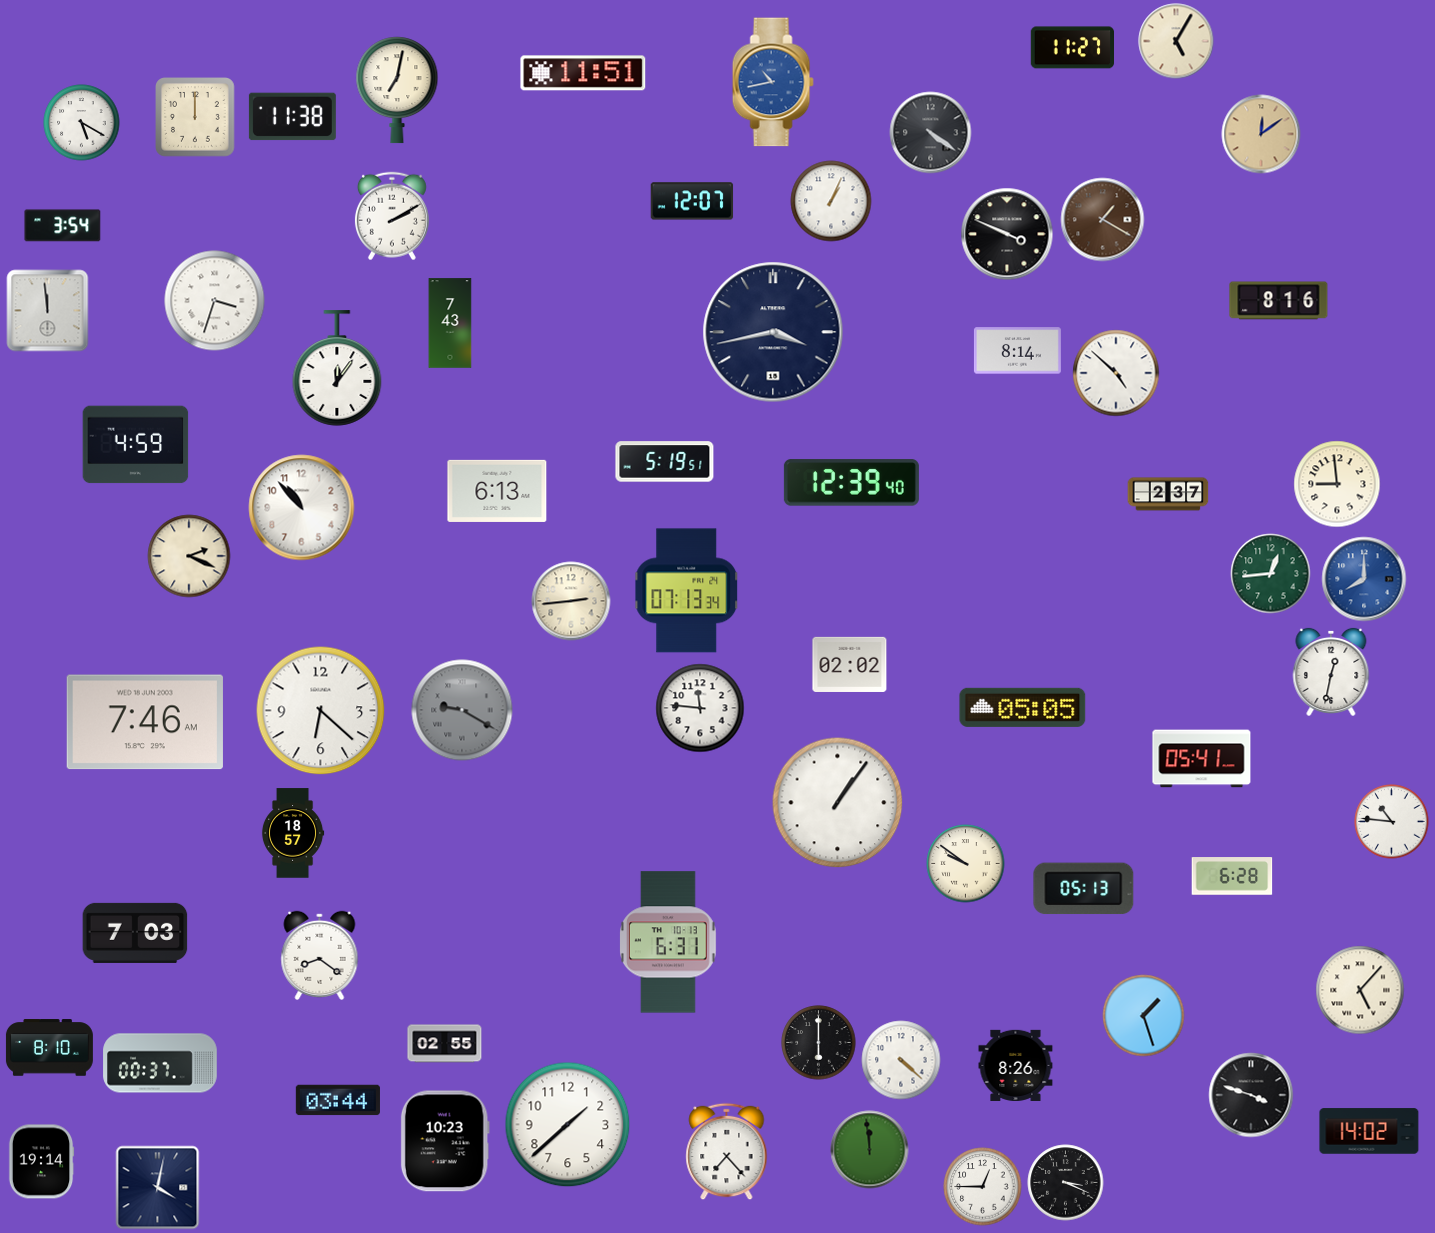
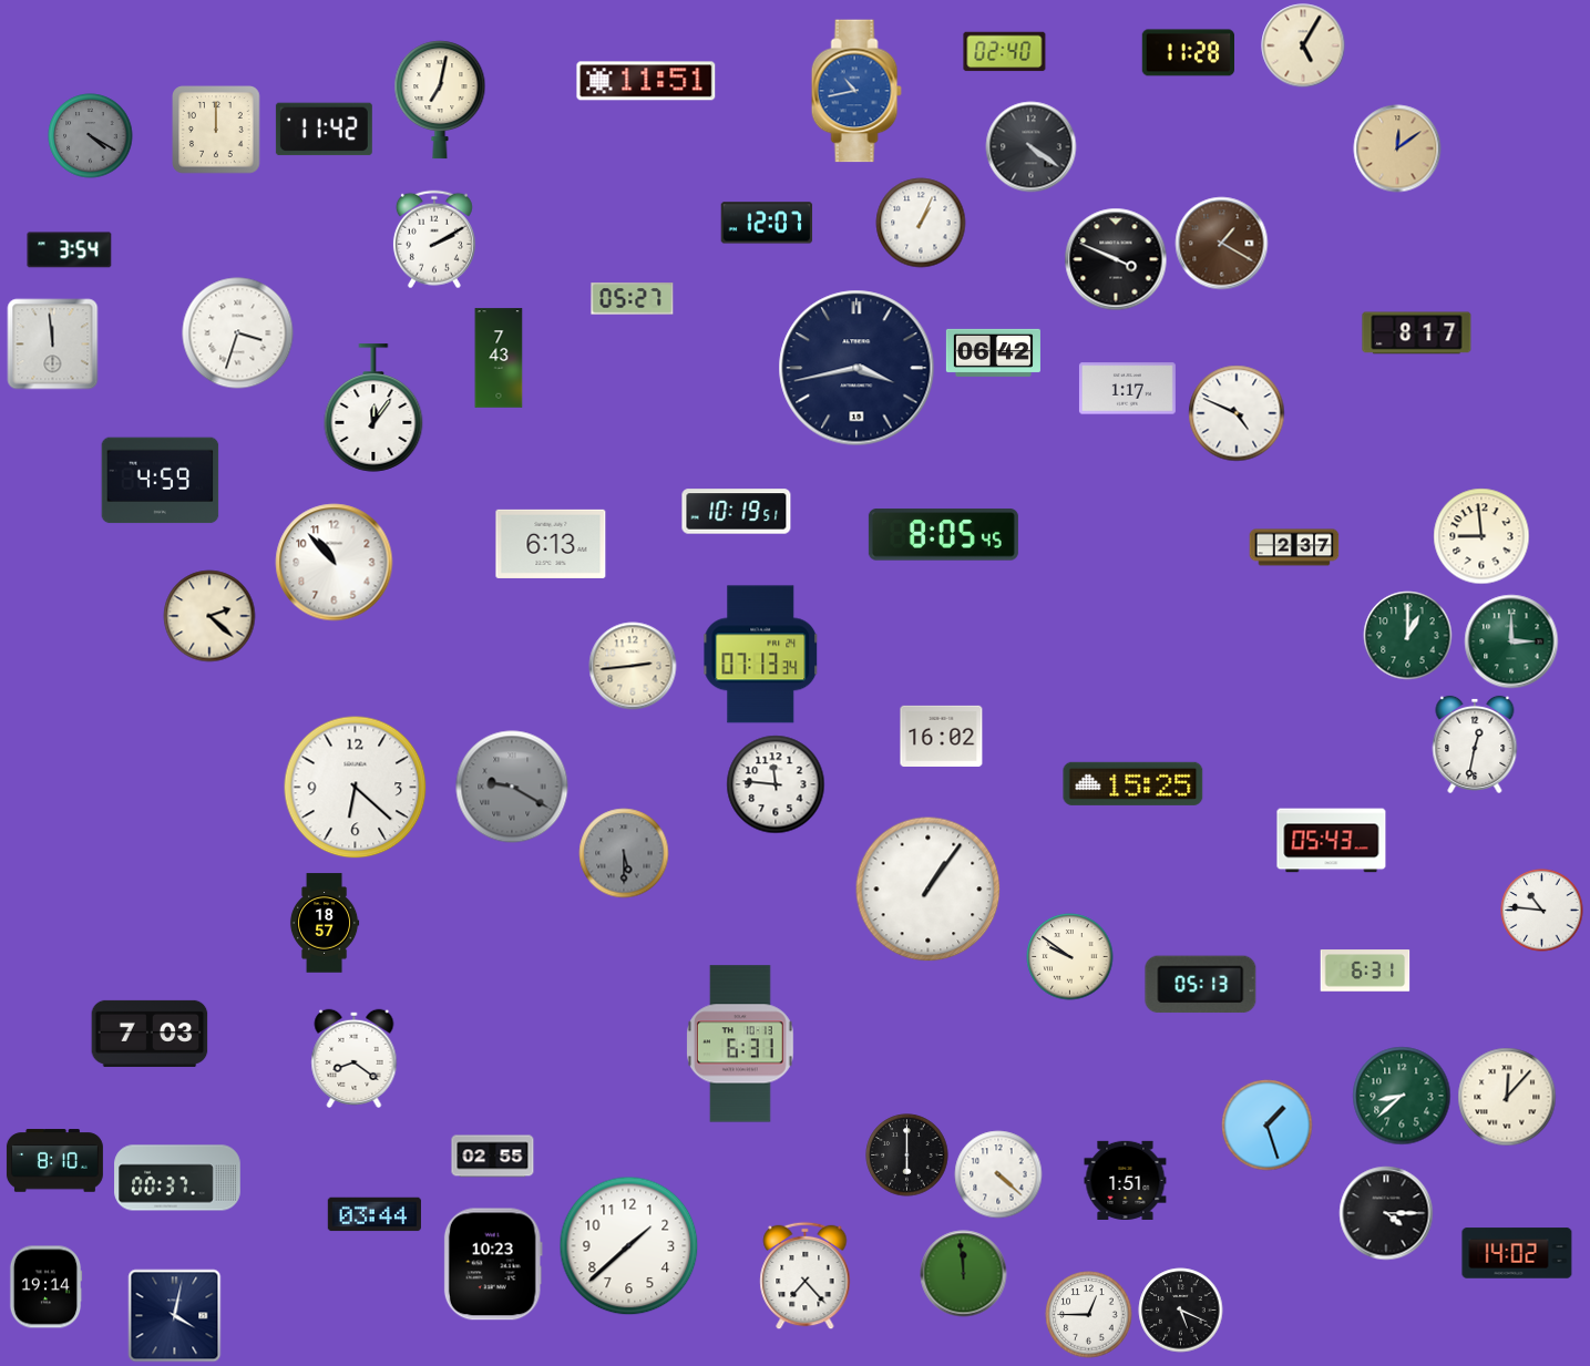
clock at (1005, 52): none -> 02:40
clock at (1072, 48): 11:27 -> 11:28
clock at (292, 117): 11:38 -> 11:42
clock at (82, 123): 5:20 -> 4:20
clock at (82, 123) dial: white -> grey
clock at (633, 299): none -> 05:27
clock at (1279, 301): 8:16 -> 8:17
clock at (993, 352): none -> 06:42
clock at (1017, 351): 8:14 -> 1:17
clock at (1116, 373): 4:52 -> 4:49
clock at (136, 445) position: (136, 445) -> (161, 481)
clock at (665, 462): 5:19 -> 10:19
clock at (851, 483): 12:39 -> 8:05
clock at (189, 556): 2:19 -> 2:22
clock at (1271, 574): 12:44 -> 1:00
clock at (1364, 579): 8:00 -> 3:00
clock at (1364, 579) dial: blue -> green
clock at (850, 664): 02:02 -> 16:02
clock at (1023, 707): 05:05 -> 15:25
clock at (145, 722): 7:46 -> none
clock at (1202, 759): 05:41 -> 05:43
clock at (624, 853): none -> 5:30
clock at (1232, 876): 6:28 -> 6:31
clock at (1402, 1096): none -> 8:38
clock at (1360, 990): 5:07 -> 12:07
clock at (1016, 1065): 8:26 -> 1:51
clock at (1251, 1095): 3:48 -> 4:15
clock at (338, 1100) position: (338, 1100) -> (375, 1214)
clock at (1066, 1183): 3:19 -> 5:19
